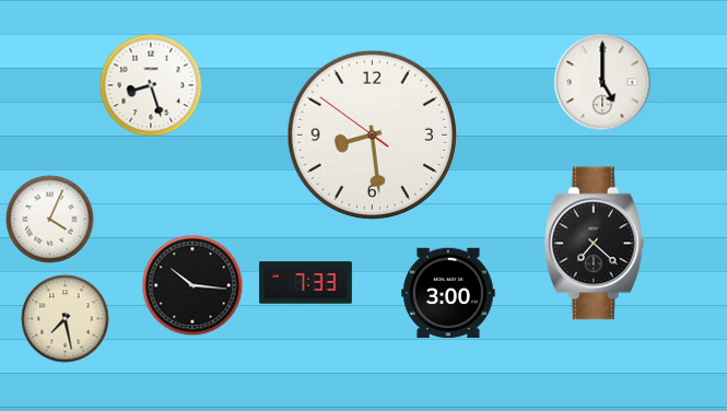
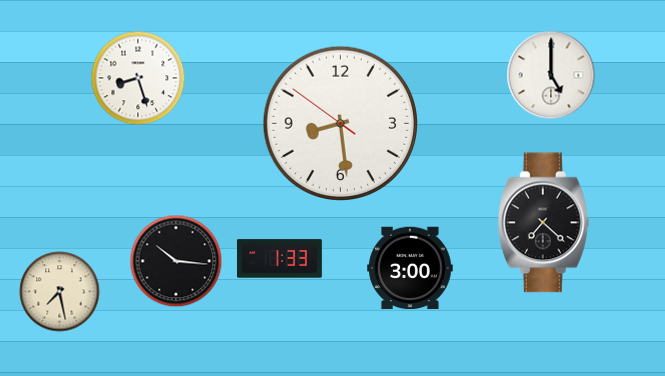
clock at (50, 220): 4:04 -> none
clock at (306, 283): 7:33 -> 1:33
